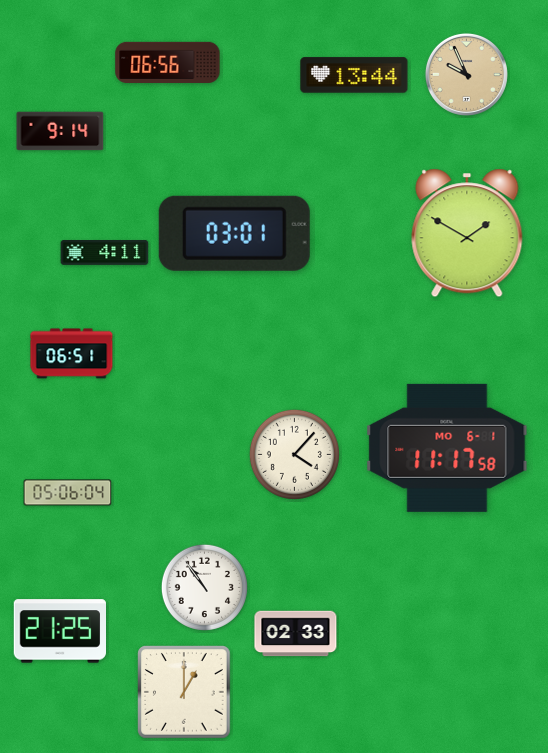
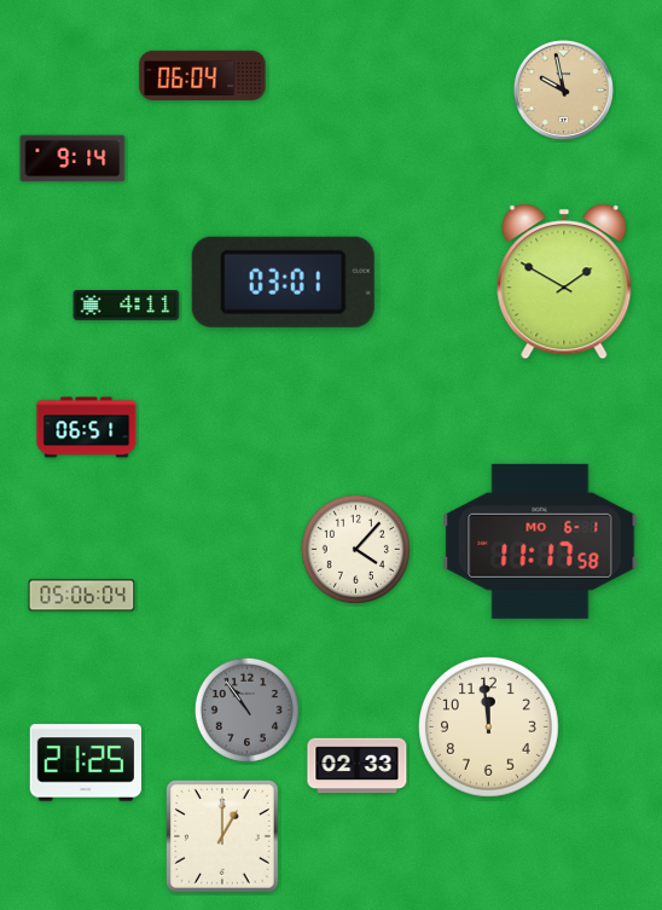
clock at (168, 62): 06:56 -> 06:04
clock at (466, 74): 9:56 -> 9:58
clock at (354, 75): 13:44 -> none
clock at (204, 587) dial: white -> grey
clock at (489, 728): none -> 11:59
clock at (60, 631) position: (60, 631) -> (86, 763)
